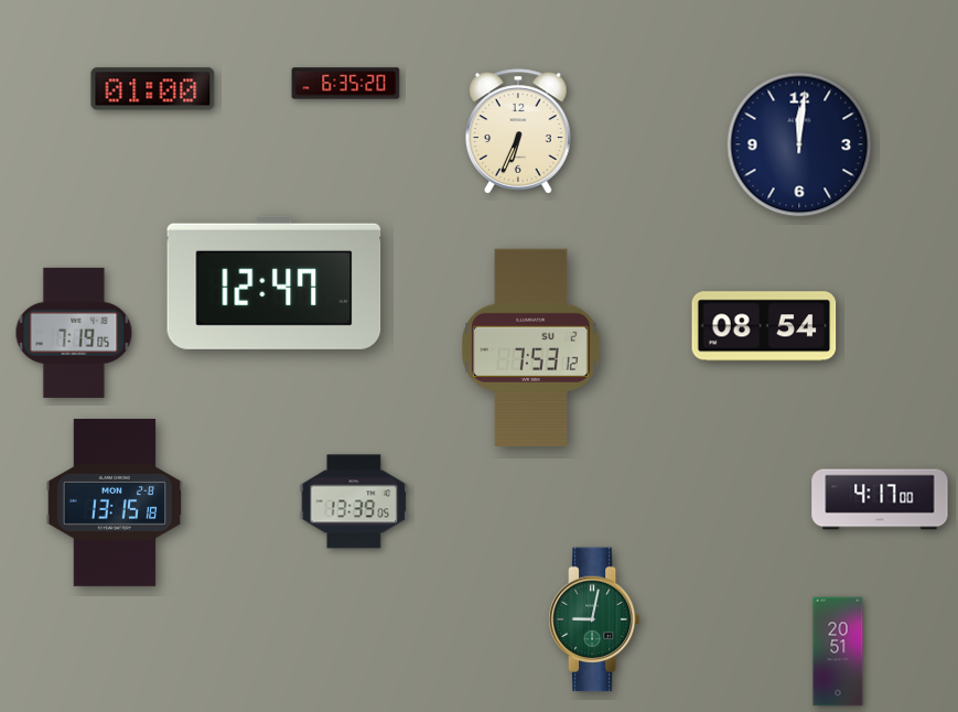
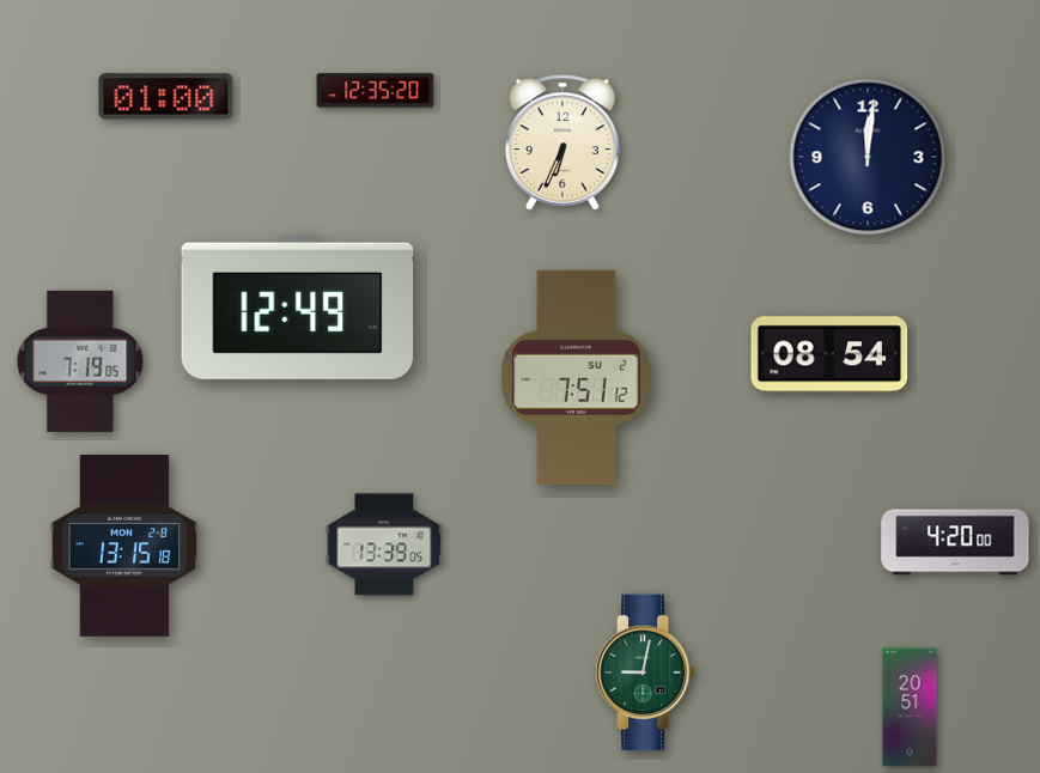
clock at (346, 84): 6:35 -> 12:35
clock at (275, 282): 12:47 -> 12:49
clock at (531, 348): 7:53 -> 7:51
clock at (880, 499): 4:17 -> 4:20
